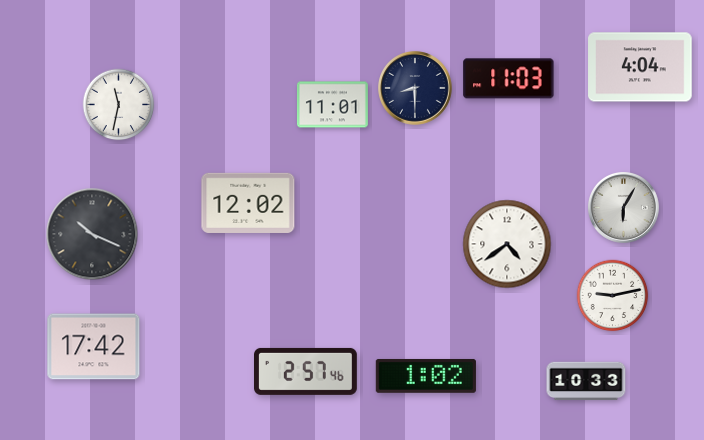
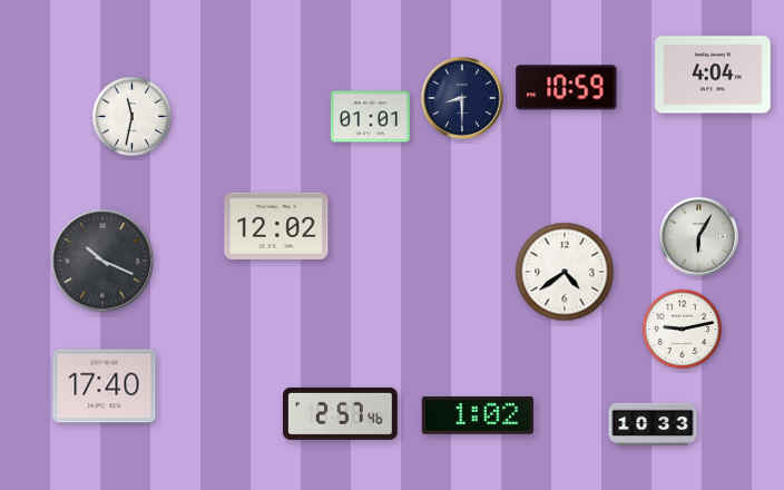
clock at (509, 79): 11:03 -> 10:59
clock at (332, 105): 11:01 -> 01:01
clock at (623, 207) position: (623, 207) -> (698, 236)
clock at (94, 347): 17:42 -> 17:40
clock at (426, 376) position: (426, 376) -> (478, 415)
